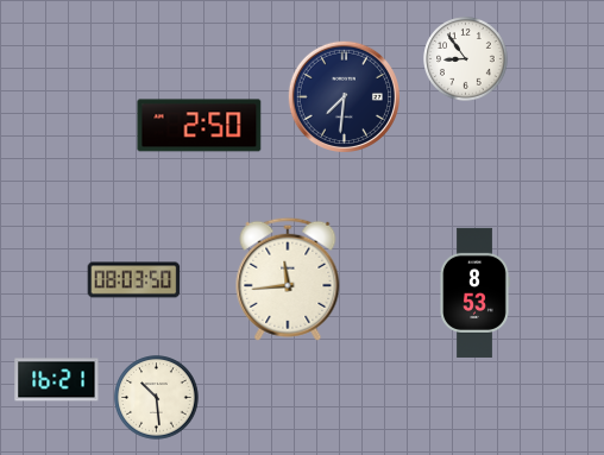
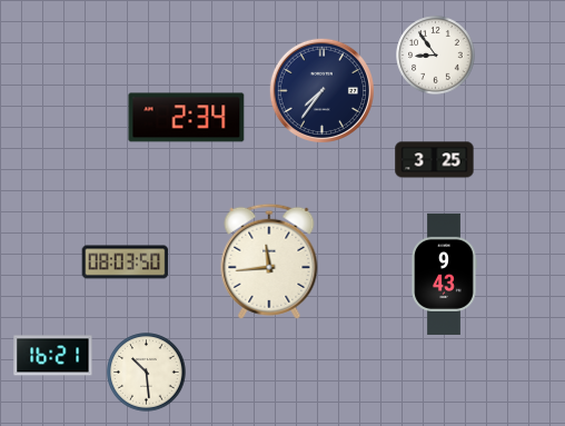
clock at (344, 96): 7:31 -> 7:36
clock at (200, 126): 2:50 -> 2:34
clock at (435, 160): none -> 3:25
clock at (474, 292): 8:53 -> 9:43
